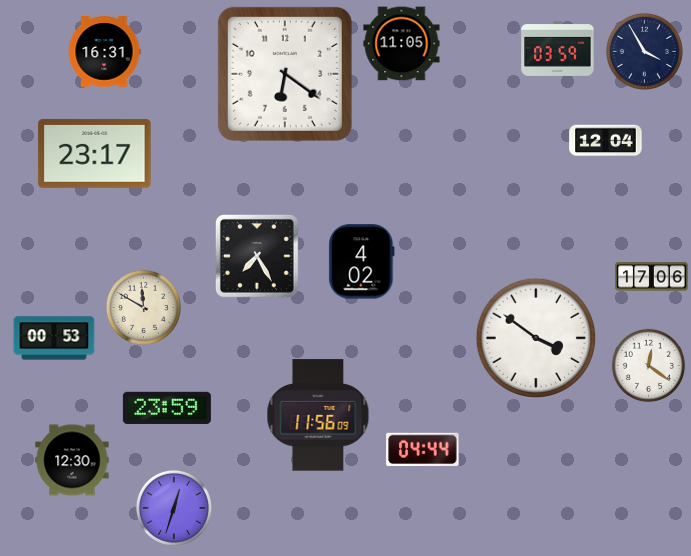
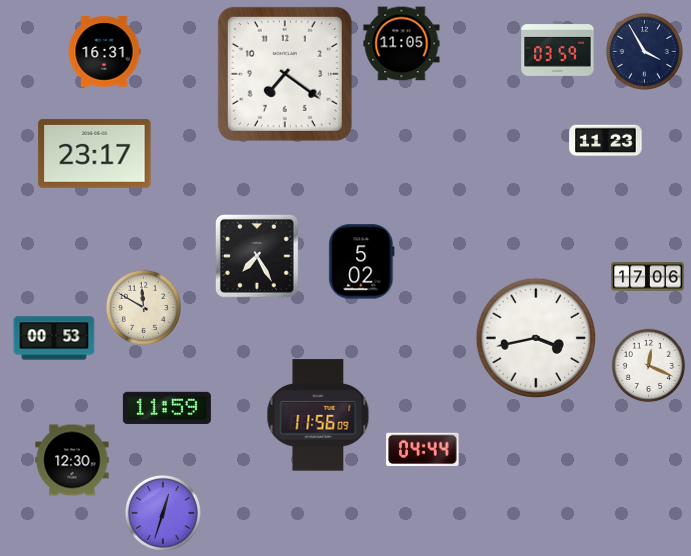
clock at (285, 74): 6:21 -> 7:21
clock at (606, 141): 12:04 -> 11:23
clock at (362, 262): 4:02 -> 5:02
clock at (652, 277) position: (652, 277) -> (648, 277)
clock at (535, 337): 3:51 -> 3:43
clock at (648, 365): 12:21 -> 12:19
clock at (167, 408): 23:59 -> 11:59
clock at (174, 508) position: (174, 508) -> (163, 513)
